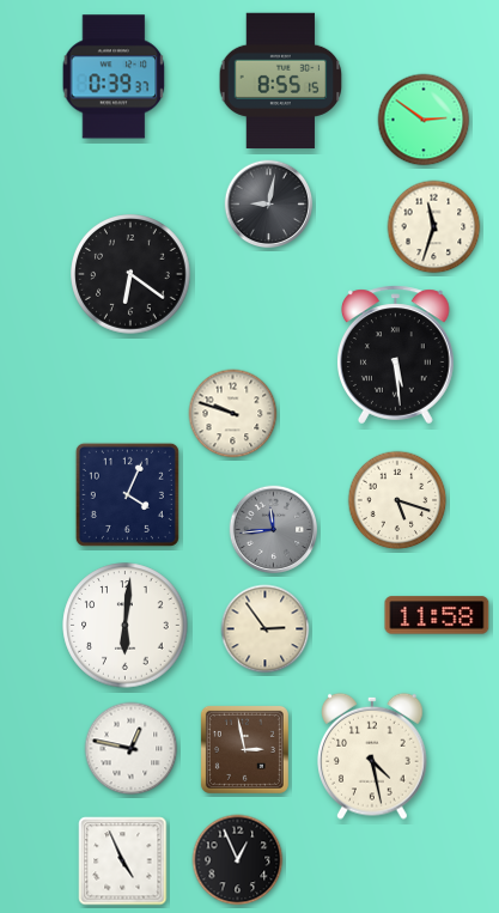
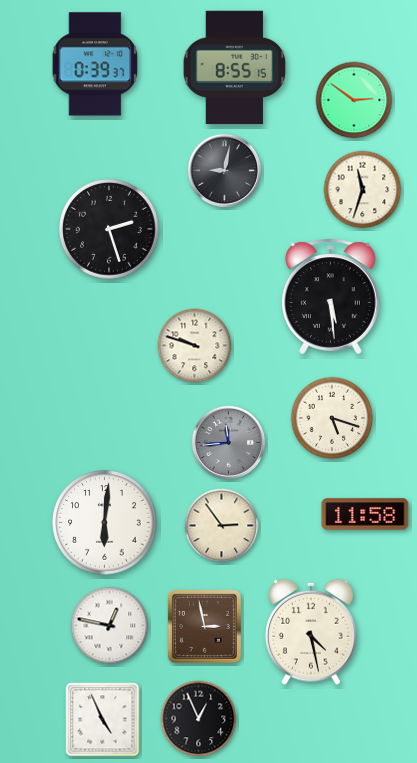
clock at (132, 275): 6:21 -> 2:27
clock at (127, 494): 4:04 -> none
